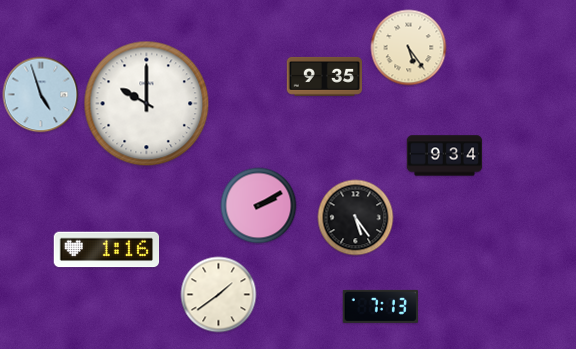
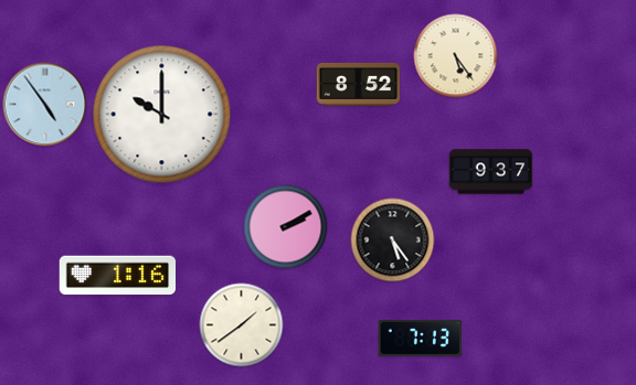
clock at (409, 48) position: (409, 48) -> (456, 56)
clock at (324, 76): 9:35 -> 8:52
clock at (41, 95): 4:57 -> 4:54
clock at (445, 156): 9:34 -> 9:37
